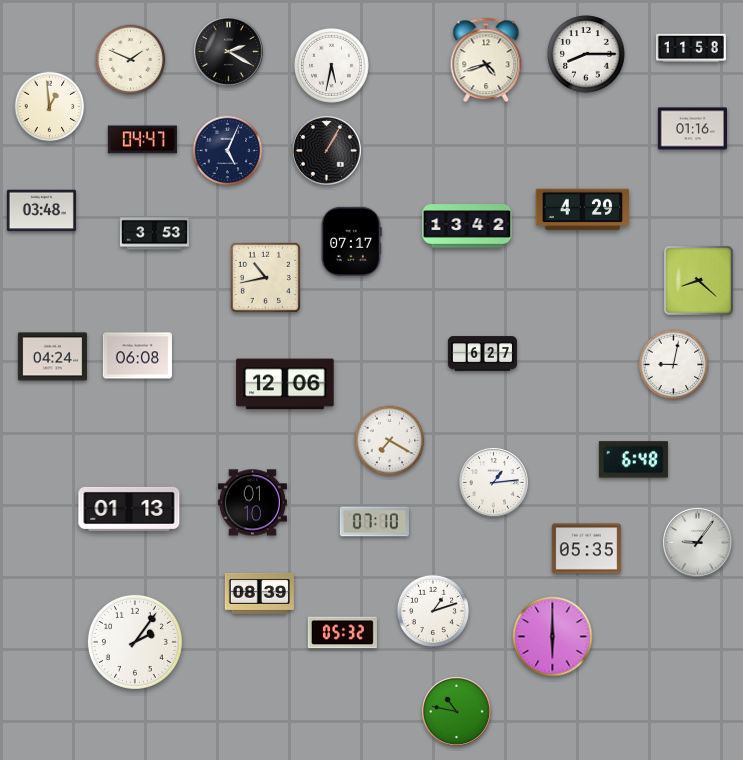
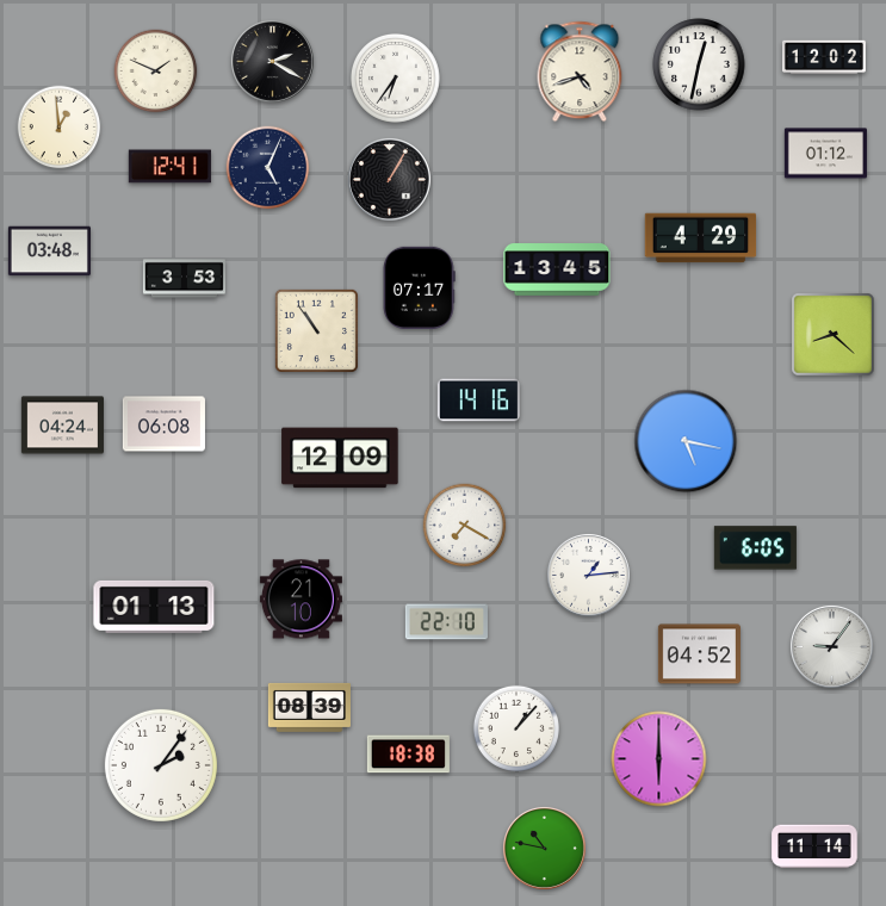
clock at (691, 48): 11:58 -> 12:02
clock at (586, 54): 8:15 -> 12:32
clock at (331, 65): 5:32 -> 6:36
clock at (692, 129): 01:16 -> 01:12
clock at (142, 140): 04:47 -> 12:41
clock at (228, 151) position: (228, 151) -> (268, 168)
clock at (583, 210) position: (583, 210) -> (701, 238)
clock at (467, 226): 13:42 -> 13:45
clock at (265, 277): 10:43 -> 10:54
clock at (478, 401): none -> 14:16
clock at (482, 354): 6:27 -> none
clock at (674, 365): 9:02 -> none
clock at (686, 441): none -> 5:17
clock at (285, 384): 12:06 -> 12:09
clock at (633, 460): 6:48 -> 6:05
clock at (252, 503): 01:10 -> 21:10
clock at (374, 522): 07:10 -> 22:10
clock at (586, 549): 05:35 -> 04:52
clock at (432, 610): 1:12 -> 1:07
clock at (342, 633): 05:32 -> 18:38
clock at (814, 846): none -> 11:14
